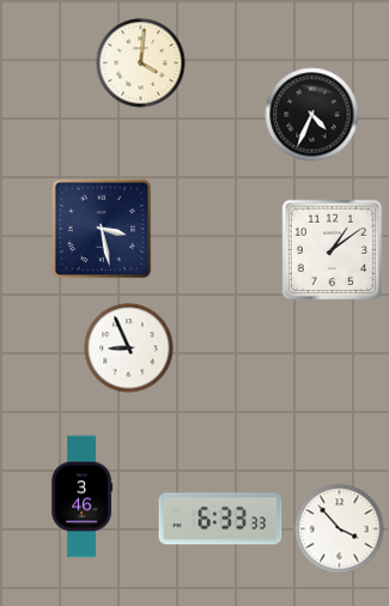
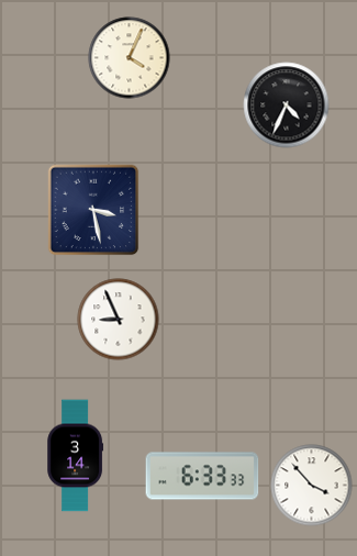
clock at (141, 63): 4:01 -> 4:04
clock at (333, 250): 1:09 -> none
clock at (83, 497): 3:46 -> 3:14
